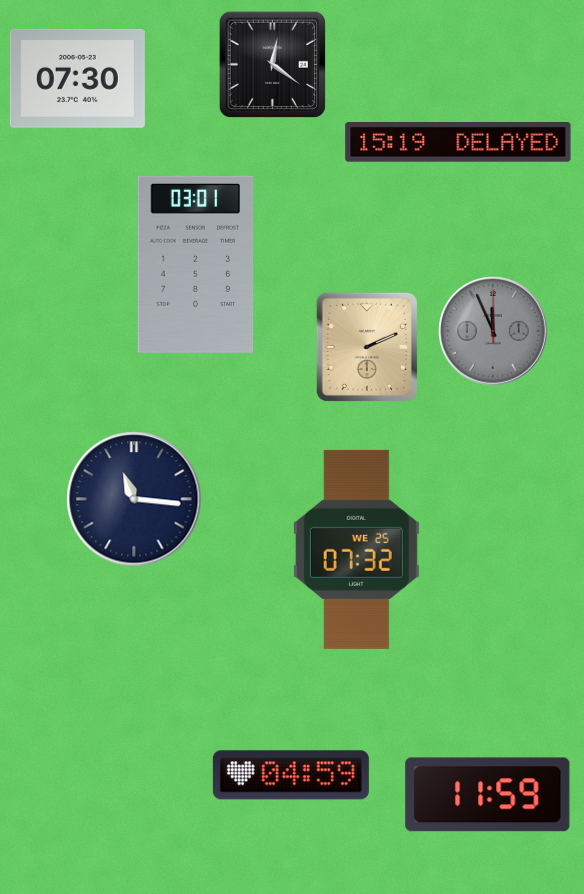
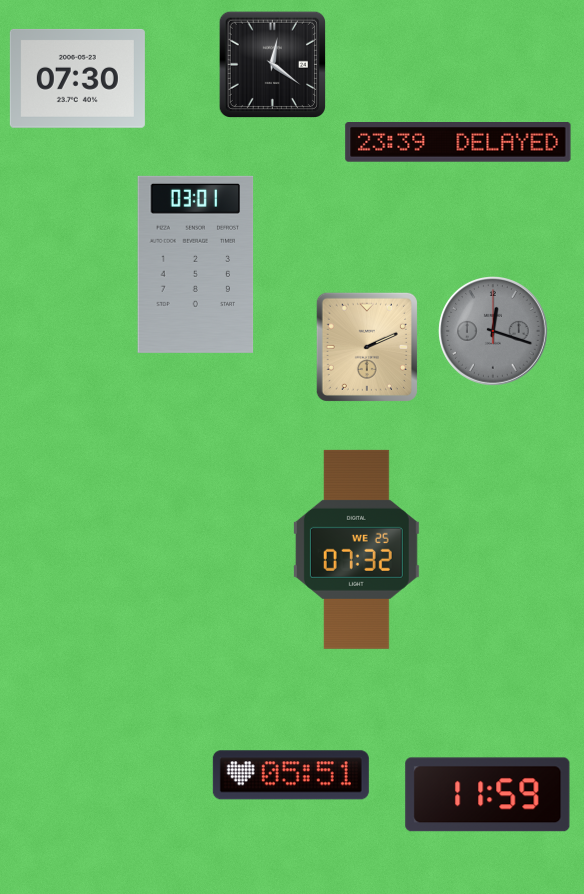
clock at (458, 143): 15:19 -> 23:39
clock at (494, 332): 11:56 -> 12:18
clock at (134, 499): 11:16 -> none
clock at (291, 775): 04:59 -> 05:51
